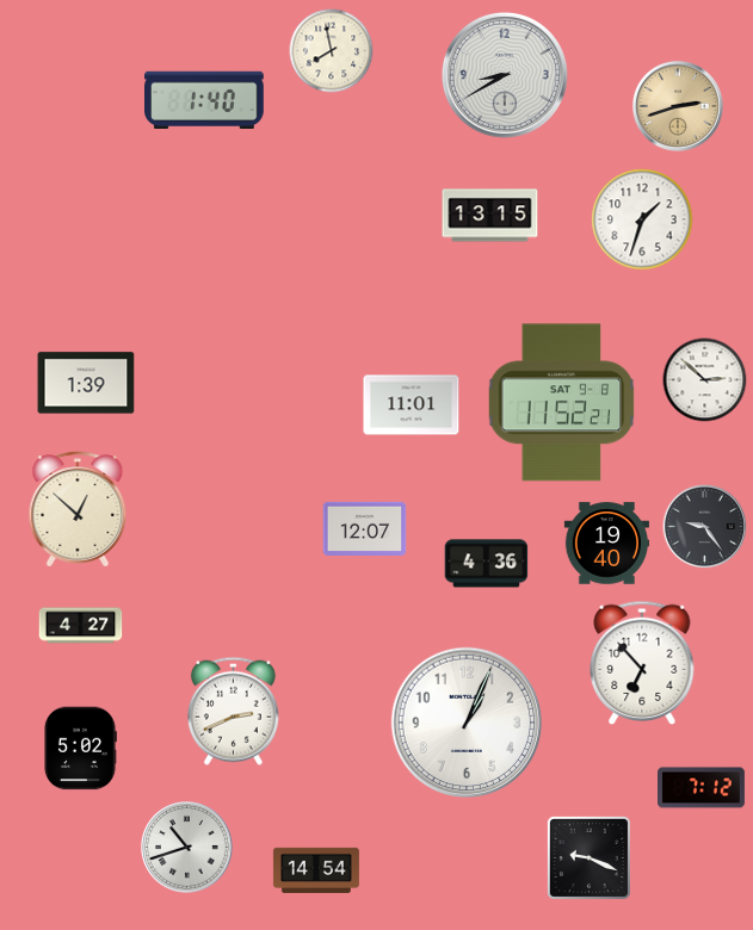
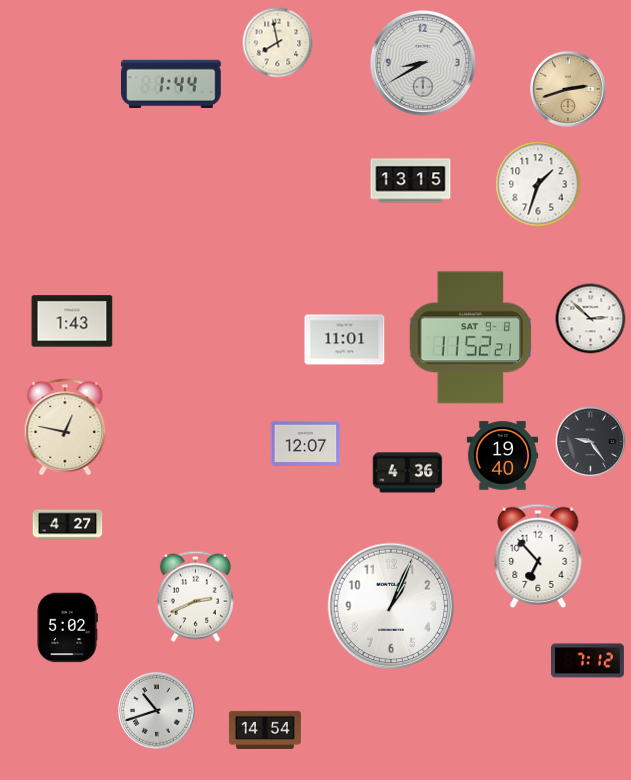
clock at (205, 99): 1:40 -> 1:44
clock at (86, 383): 1:39 -> 1:43
clock at (78, 509): 12:52 -> 12:47
clock at (606, 544) position: (606, 544) -> (502, 456)
clock at (588, 857): 9:19 -> none
